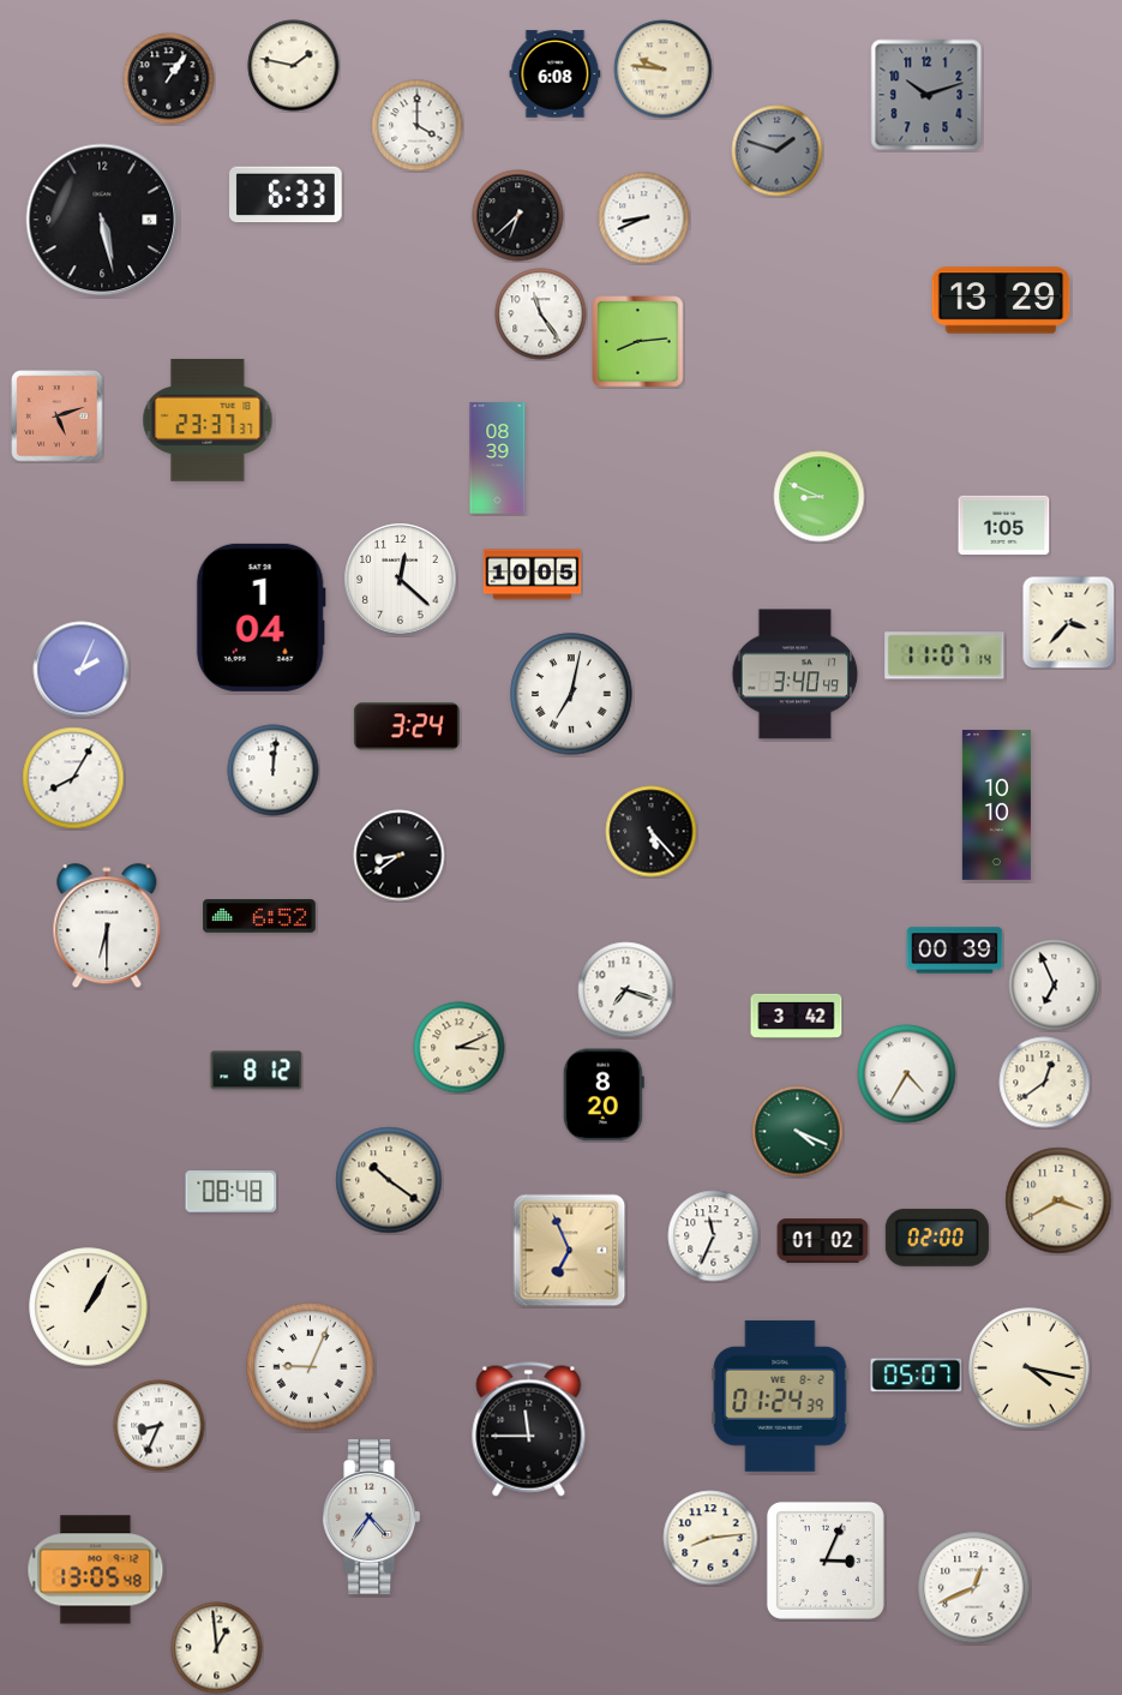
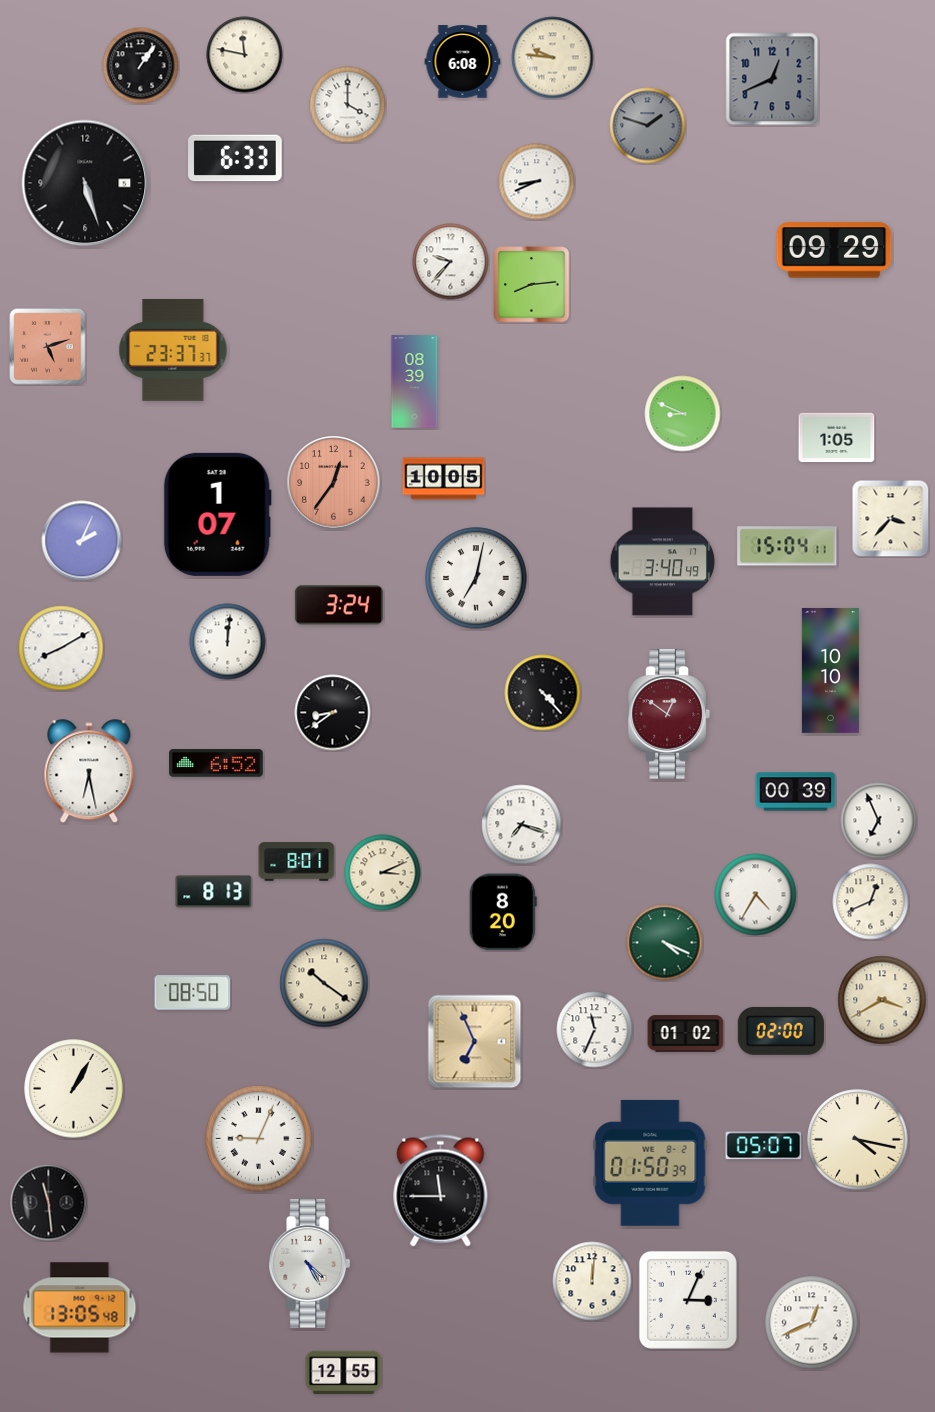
clock at (294, 66): 1:47 -> 11:47
clock at (926, 95): 10:12 -> 12:41
clock at (286, 194) position: (286, 194) -> (235, 158)
clock at (518, 216): 6:38 -> none
clock at (102, 220): 5:28 -> 5:27
clock at (1001, 300): 13:29 -> 09:29
clock at (541, 315): 11:24 -> 9:37
clock at (401, 580): 12:22 -> 12:36
clock at (401, 580) dial: white -> salmon
clock at (260, 617): 1:04 -> 1:07
clock at (944, 655): 11:07 -> 15:04
clock at (82, 670) position: (82, 670) -> (82, 541)
clock at (73, 778): 8:05 -> 8:10
clock at (652, 832): 5:23 -> 4:23
clock at (669, 714): none -> 12:51
clock at (107, 927): 6:30 -> 6:28
clock at (797, 1016): 3:42 -> none
clock at (297, 862): none -> 8:01
clock at (257, 1071): 8:12 -> 8:13
clock at (1045, 1083): 12:39 -> 12:41
clock at (232, 1192): 08:48 -> 08:50
clock at (780, 1396): 01:24 -> 01:50
clock at (160, 1426): 8:34 -> none
clock at (49, 1203): none -> 11:29
clock at (371, 1517): 4:36 -> 4:25
clock at (710, 1538): 8:14 -> 12:01
clock at (344, 1372): none -> 12:55
clock at (217, 1648): 12:59 -> none
